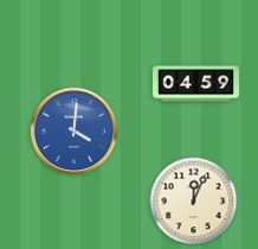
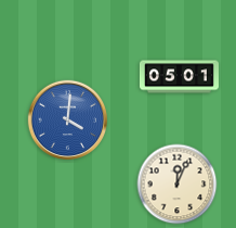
clock at (195, 84): 04:59 -> 05:01
